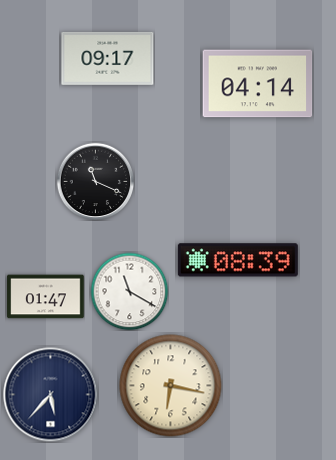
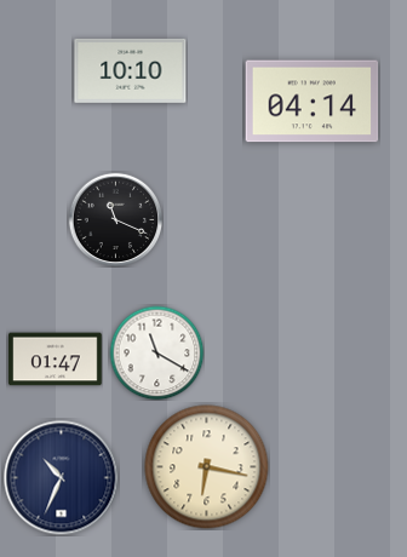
clock at (108, 58): 09:17 -> 10:10
clock at (238, 260): 08:39 -> none
clock at (50, 394): 5:37 -> 10:34
